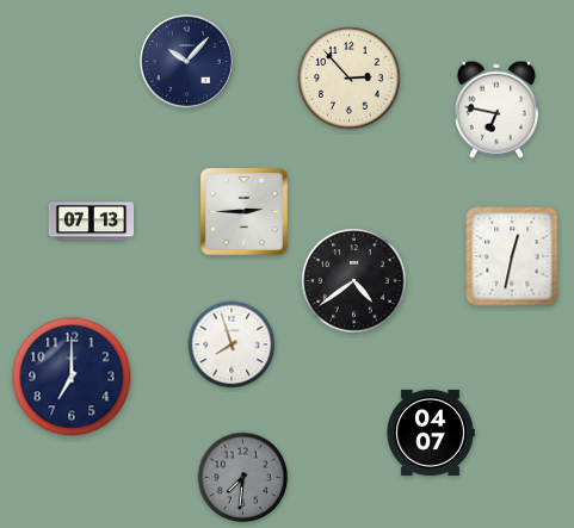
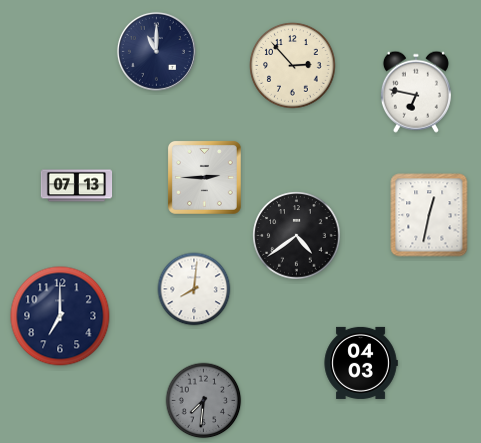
clock at (186, 61): 10:07 -> 11:00
clock at (232, 344): 7:57 -> 8:01
clock at (431, 433): 04:07 -> 04:03
